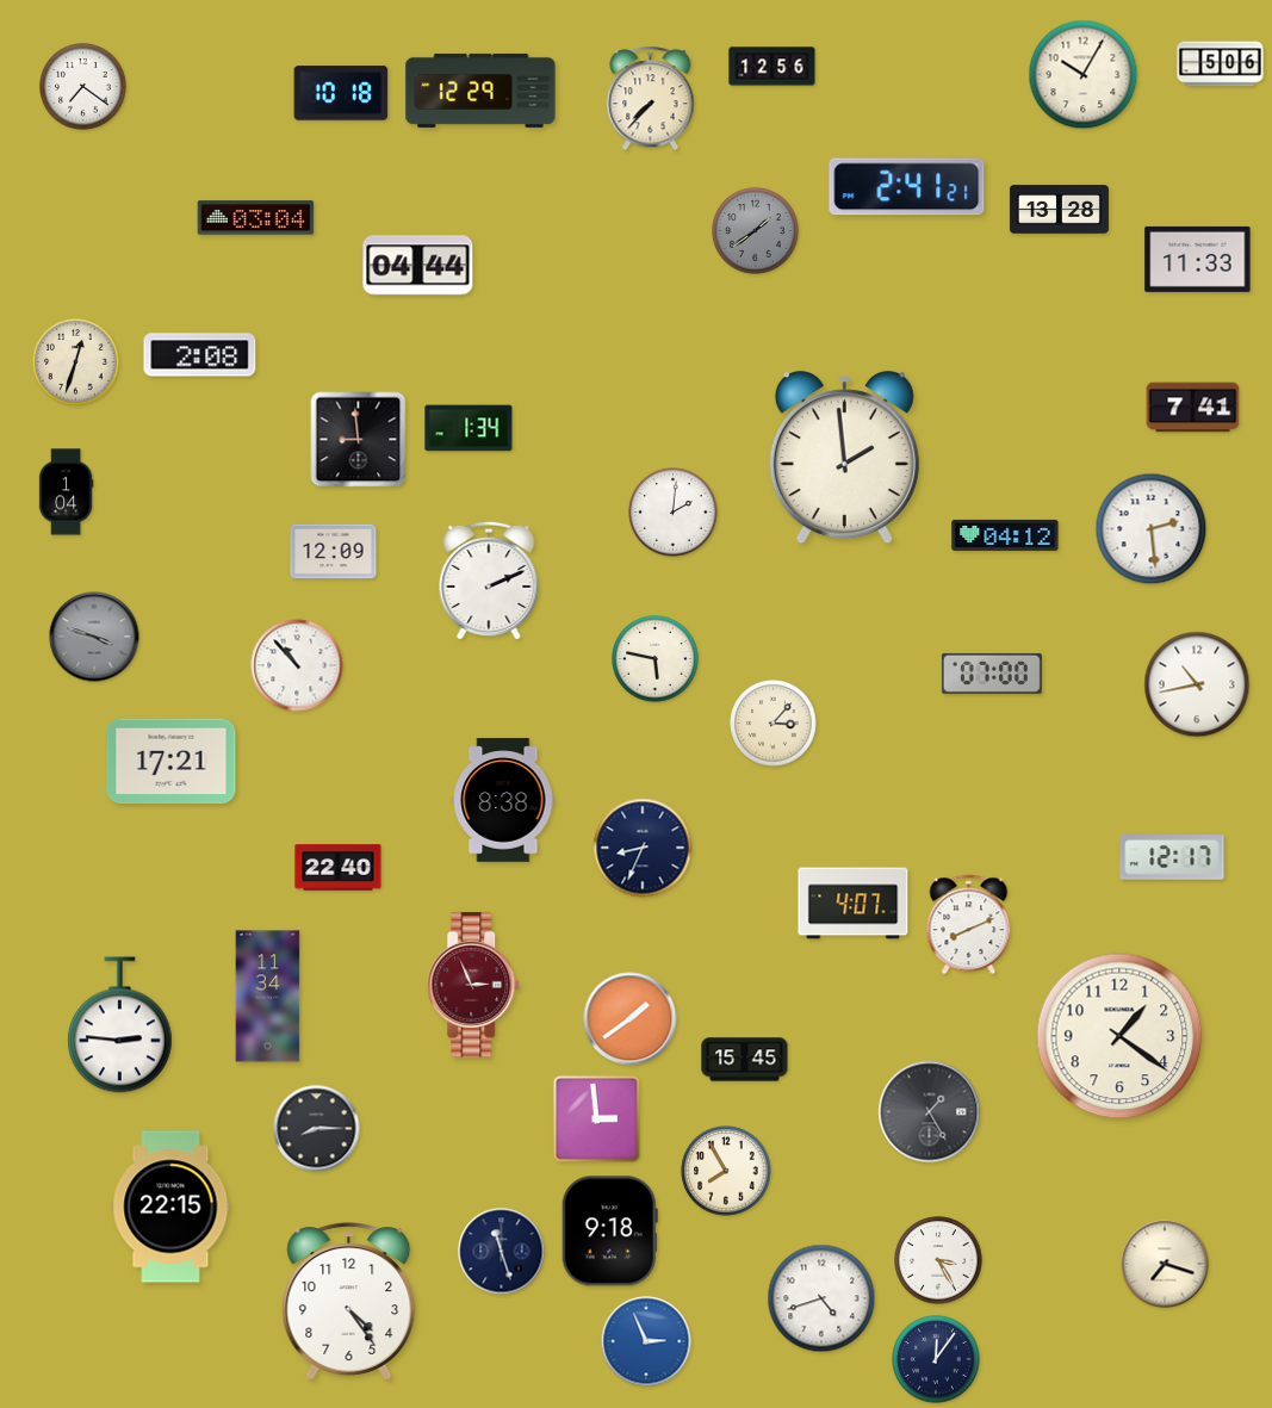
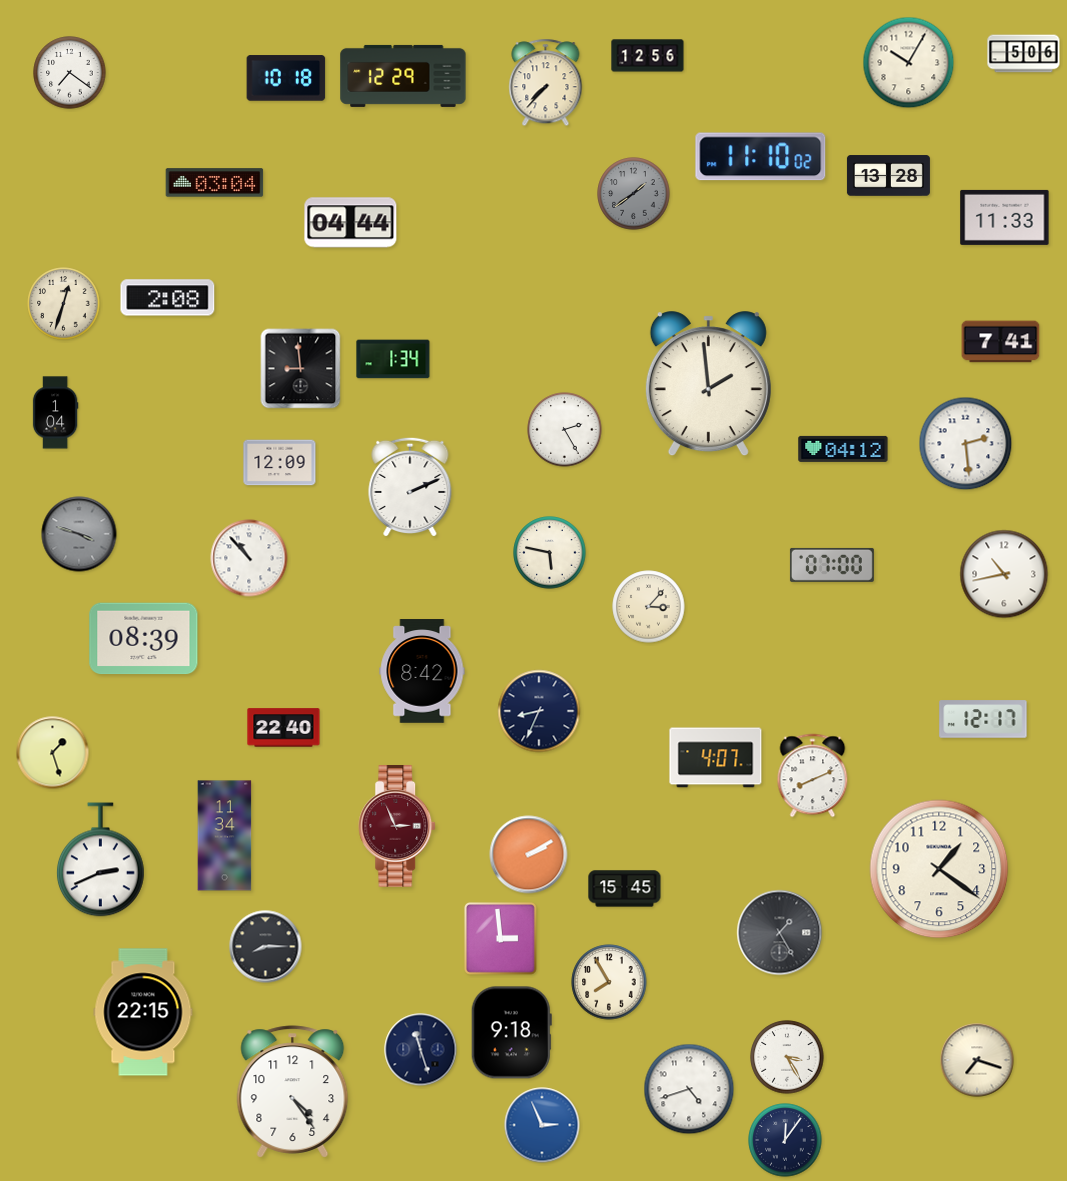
clock at (907, 187): 2:41 -> 11:10
clock at (674, 513): 2:01 -> 2:25
clock at (172, 762): 17:21 -> 08:39
clock at (503, 800): 8:38 -> 8:42
clock at (53, 753): none -> 1:27
clock at (631, 1019): 1:39 -> 2:10
clock at (120, 1025): 2:46 -> 2:41
